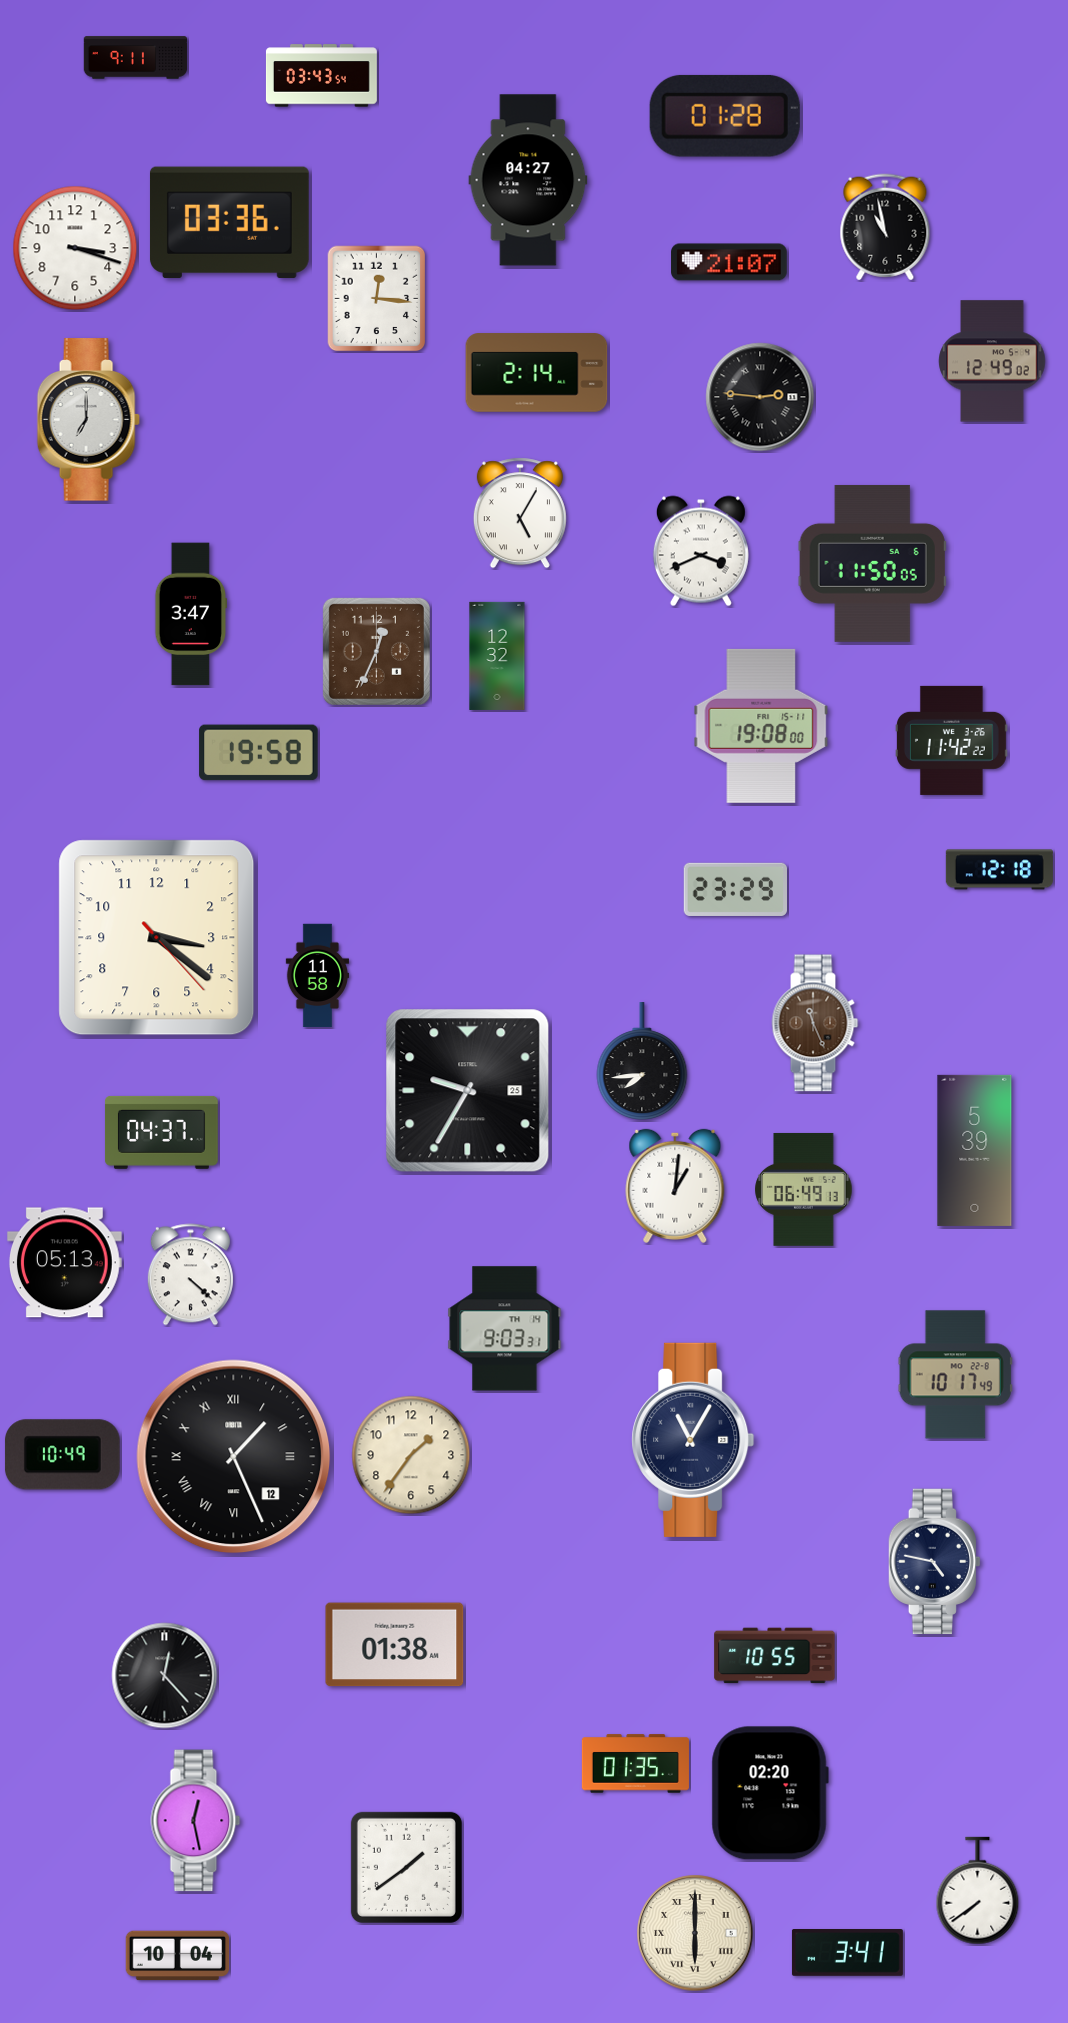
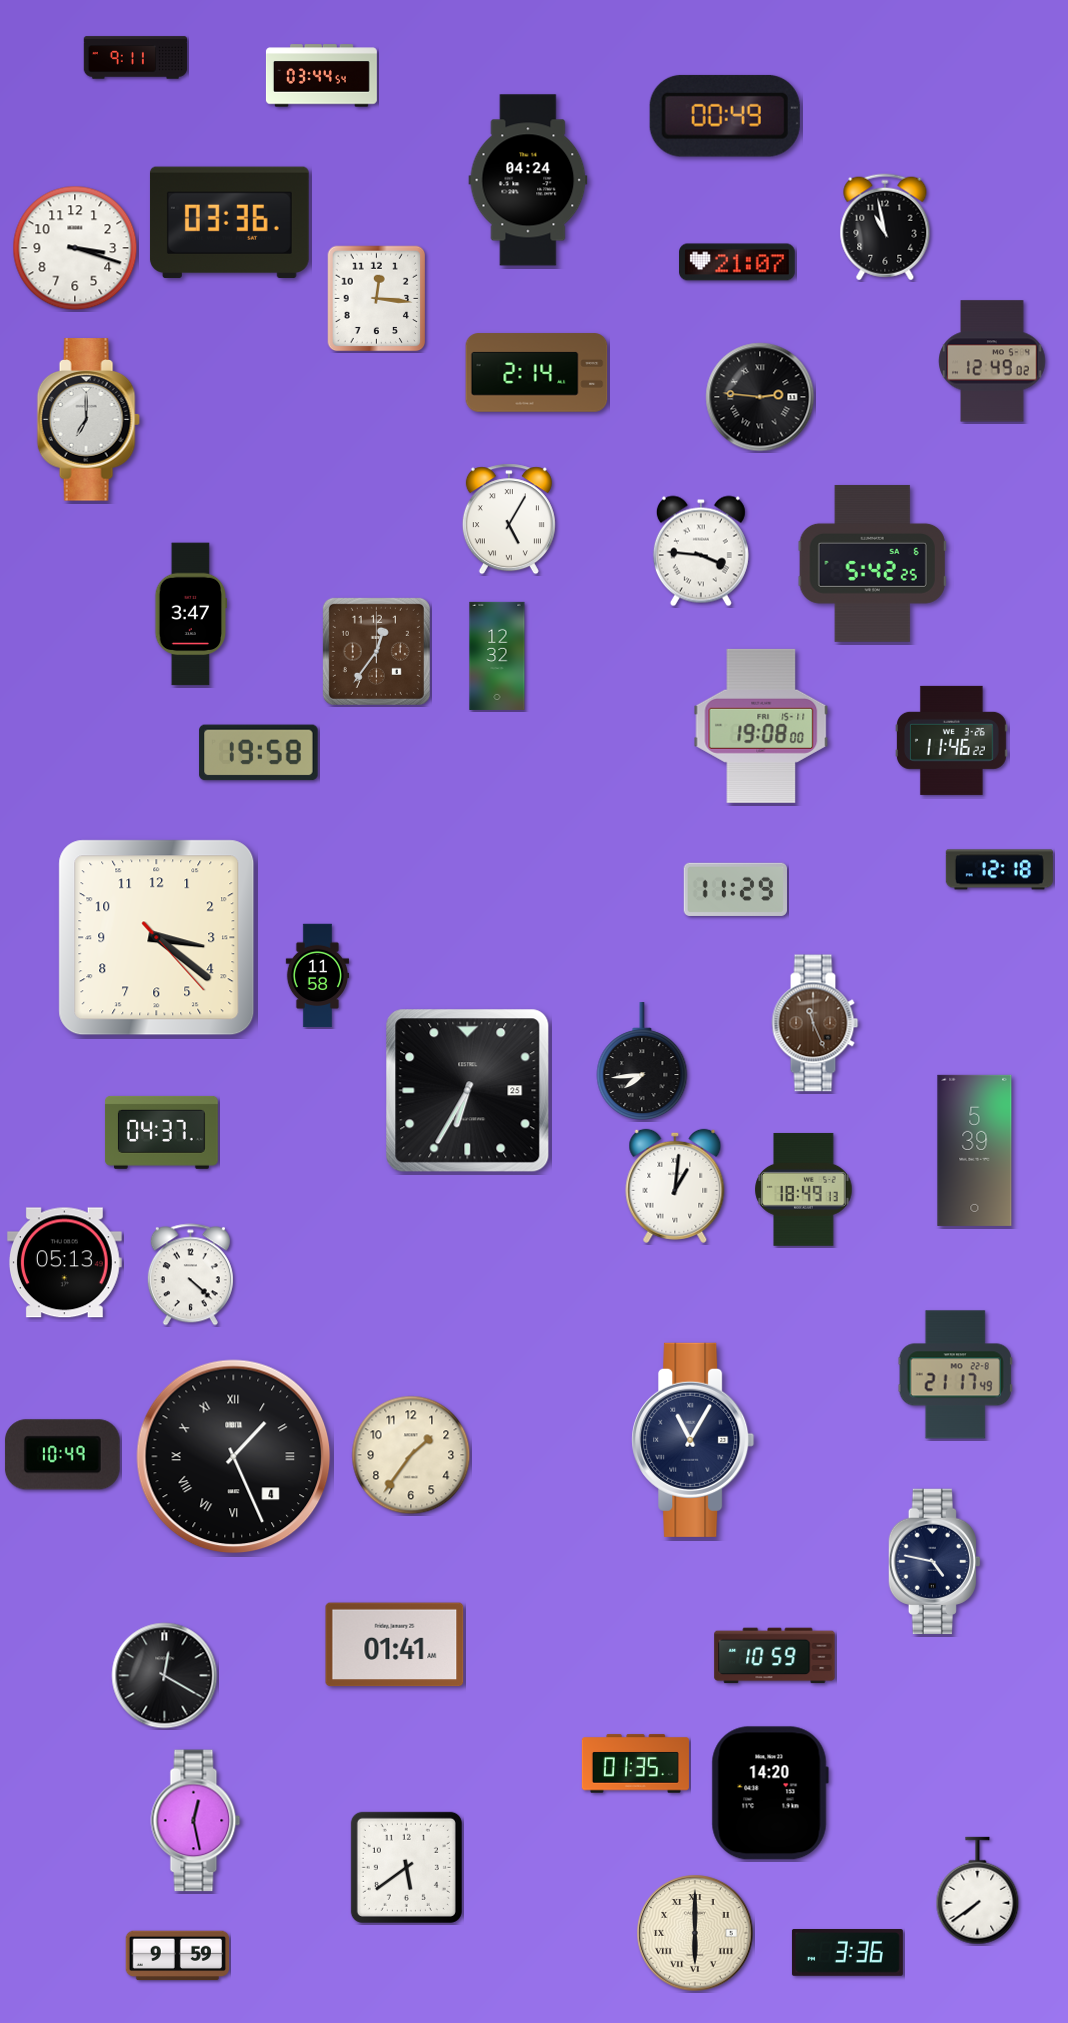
clock at (321, 76): 03:43 -> 03:44
clock at (725, 116): 01:28 -> 00:49
clock at (528, 180): 04:27 -> 04:24
clock at (729, 262) position: (729, 262) -> (737, 262)
clock at (520, 513) position: (520, 513) -> (509, 519)
clock at (701, 551): 3:41 -> 3:46
clock at (872, 563): 11:50 -> 5:42
clock at (376, 651): 12:34 -> 12:36
clock at (951, 740): 11:42 -> 11:46
clock at (735, 889): 23:29 -> 11:29
clock at (468, 1091): 9:35 -> 6:35
clock at (804, 1189): 06:49 -> 18:49
clock at (505, 1329): 9:03 -> none
clock at (955, 1375): 10:17 -> 21:17
clock at (234, 1457) date: 12 -> 4
clock at (395, 1645): 01:38 -> 01:41
clock at (775, 1656): 10:55 -> 10:59
clock at (165, 1676): 12:23 -> 12:20
clock at (770, 1793): 02:20 -> 14:20
clock at (406, 1867): 1:39 -> 5:39
clock at (847, 1953): 3:41 -> 3:36
clock at (178, 1956): 10:04 -> 9:59
